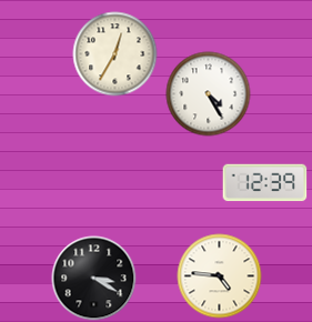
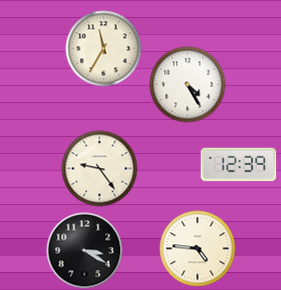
clock at (115, 54): 12:35 -> 11:35
clock at (100, 169): none -> 9:24
